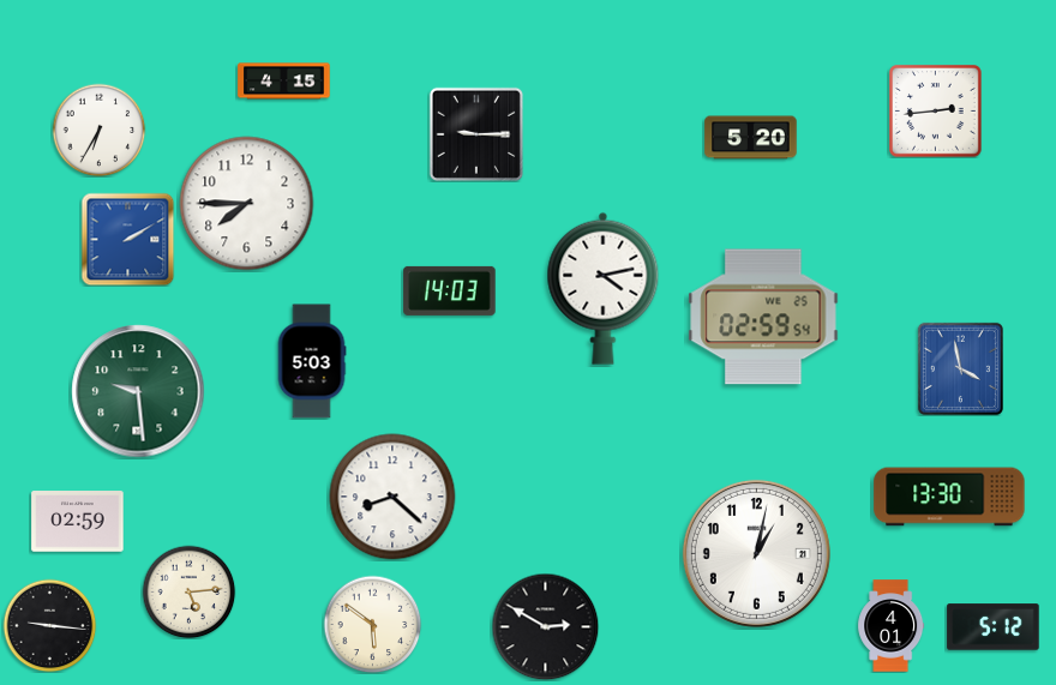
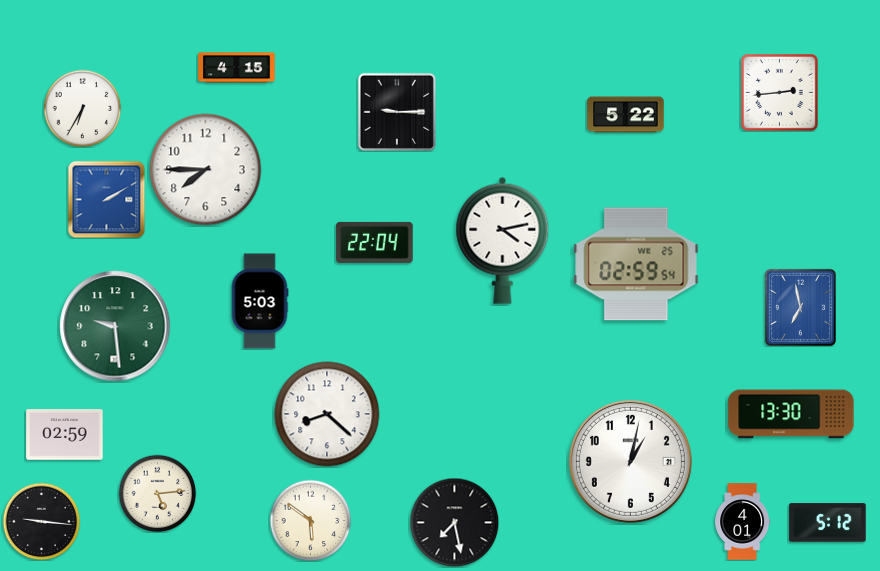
clock at (751, 138): 5:20 -> 5:22
clock at (450, 290): 14:03 -> 22:04
clock at (960, 368): 3:58 -> 6:58
clock at (545, 626): 2:50 -> 7:28
